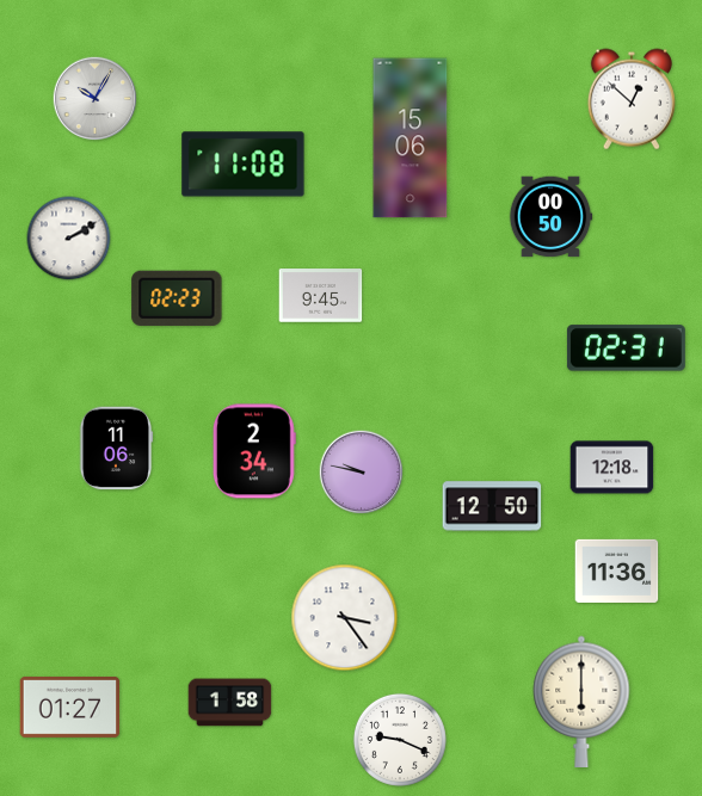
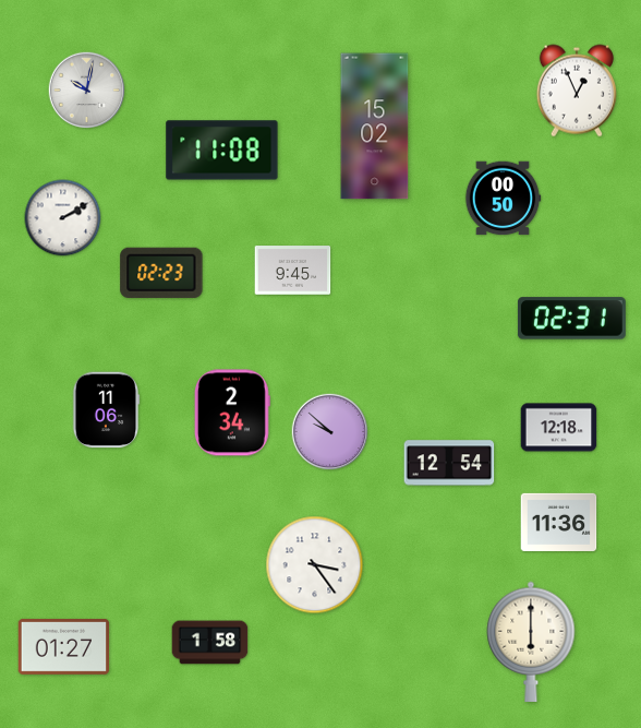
clock at (96, 99): 10:05 -> 10:02
clock at (632, 99): 12:52 -> 12:56
clock at (411, 138): 15:06 -> 15:02
clock at (362, 473): 9:47 -> 9:52
clock at (492, 506): 12:50 -> 12:54
clock at (617, 570) position: (617, 570) -> (559, 522)
clock at (400, 740): 9:19 -> none
